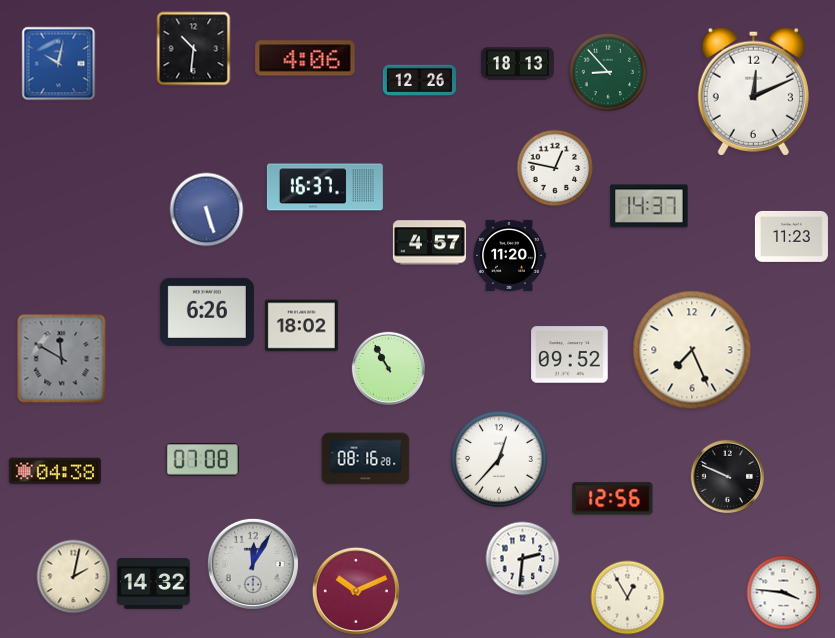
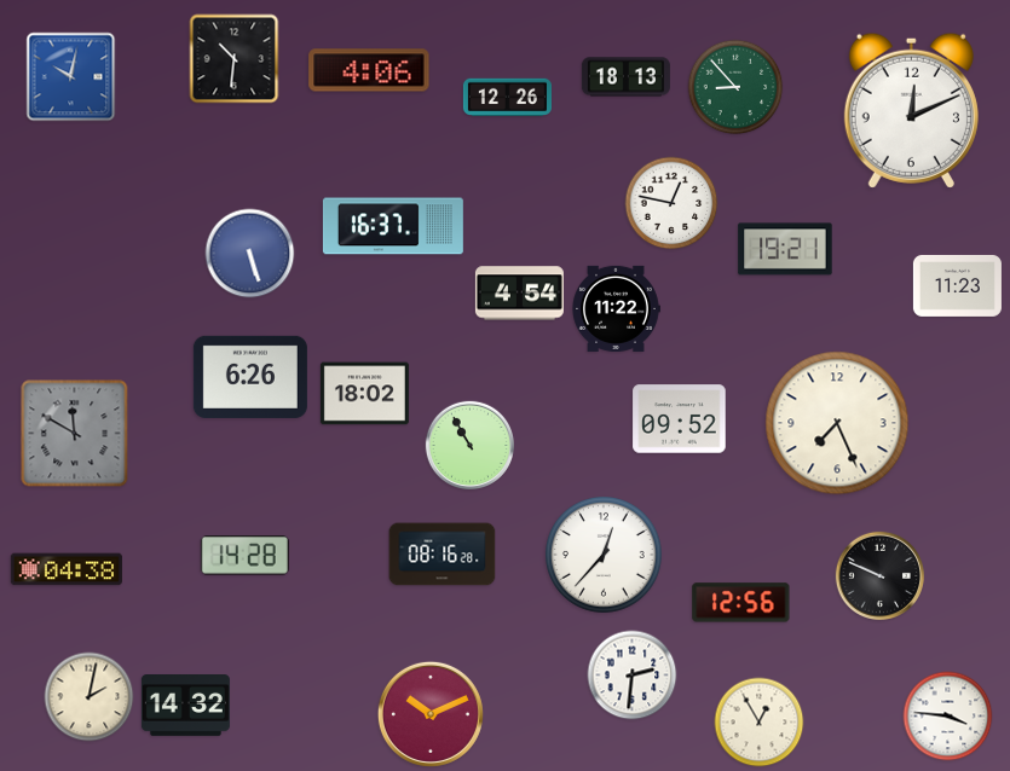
clock at (649, 206): 14:37 -> 19:21
clock at (429, 243): 4:57 -> 4:54
clock at (509, 255): 11:20 -> 11:22
clock at (570, 355) position: (570, 355) -> (680, 419)
clock at (202, 460): 07:08 -> 14:28
clock at (253, 564): 12:05 -> none
